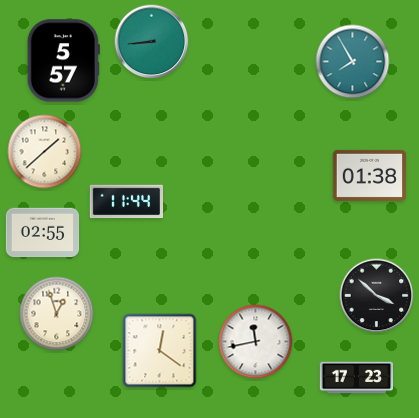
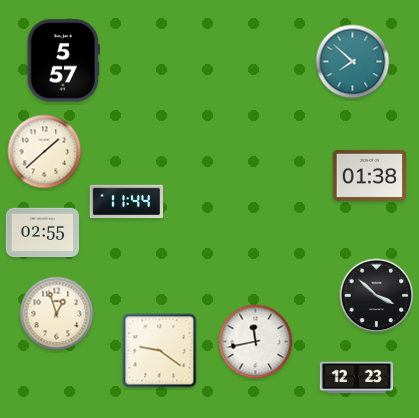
clock at (152, 42): 8:44 -> none
clock at (353, 62): 7:55 -> 7:52
clock at (160, 351): 12:21 -> 9:21
clock at (357, 378): 17:23 -> 12:23
